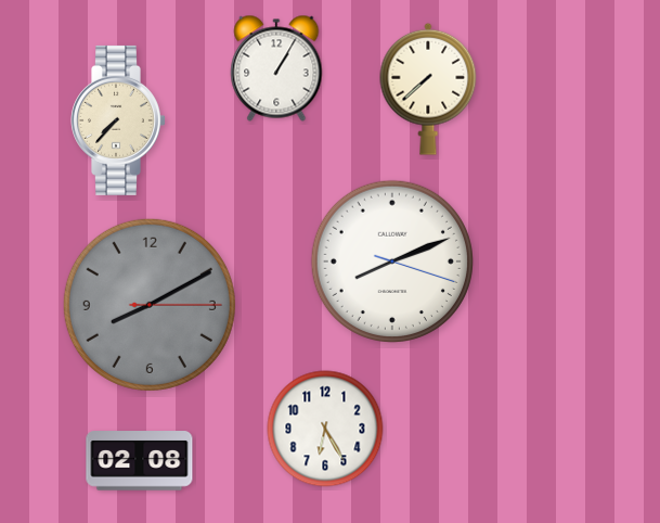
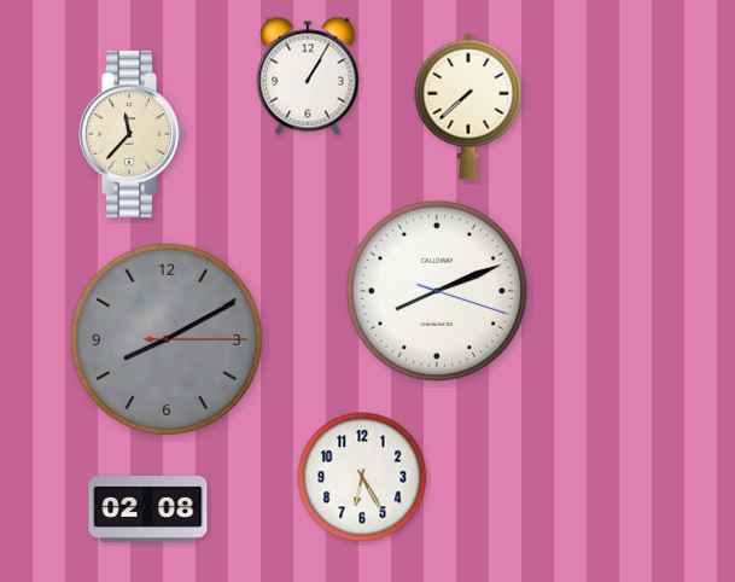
clock at (428, 89) position: (428, 89) -> (468, 106)
clock at (119, 120): 7:37 -> 11:37
clock at (140, 461) position: (140, 461) -> (148, 510)
